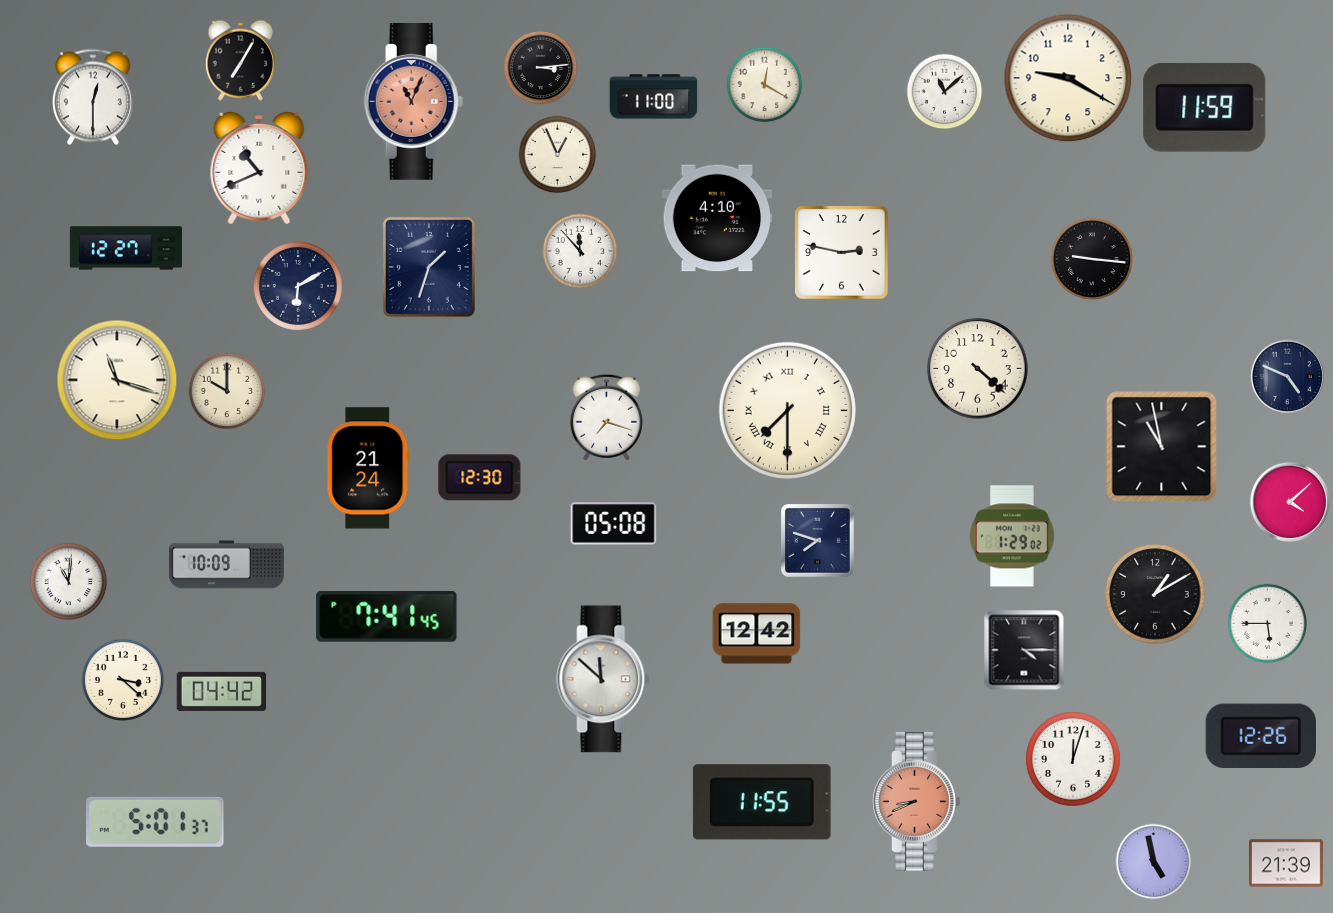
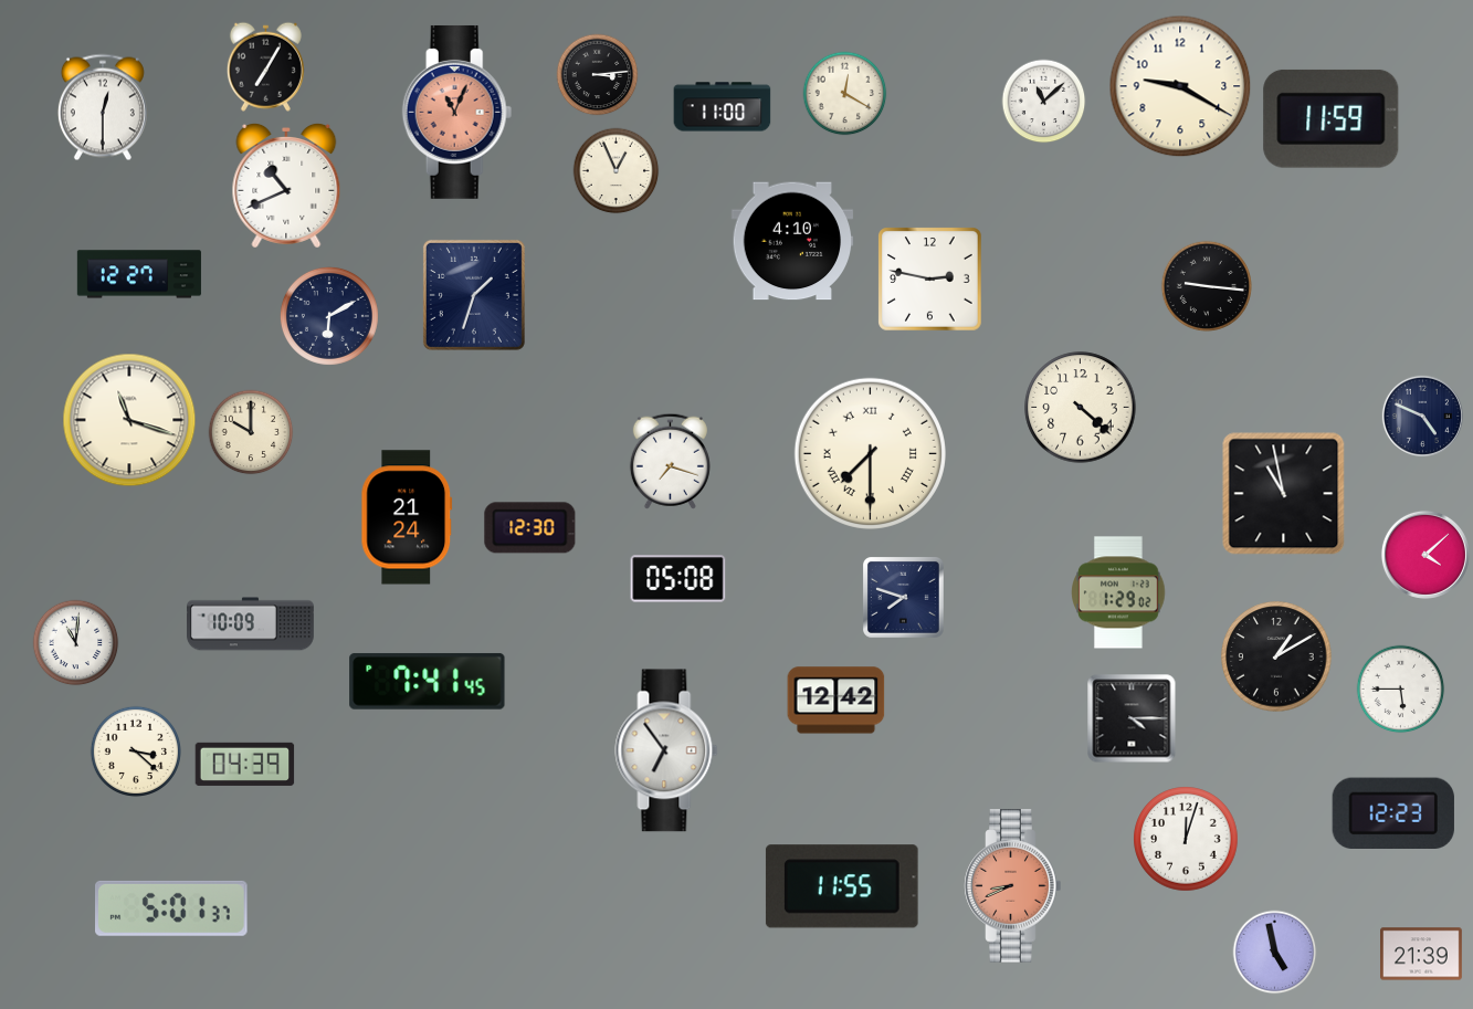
clock at (580, 251): 11:53 -> none
clock at (603, 679): 11:52 -> 6:54
clock at (222, 691): 04:42 -> 04:39
clock at (1261, 735): 12:26 -> 12:23
